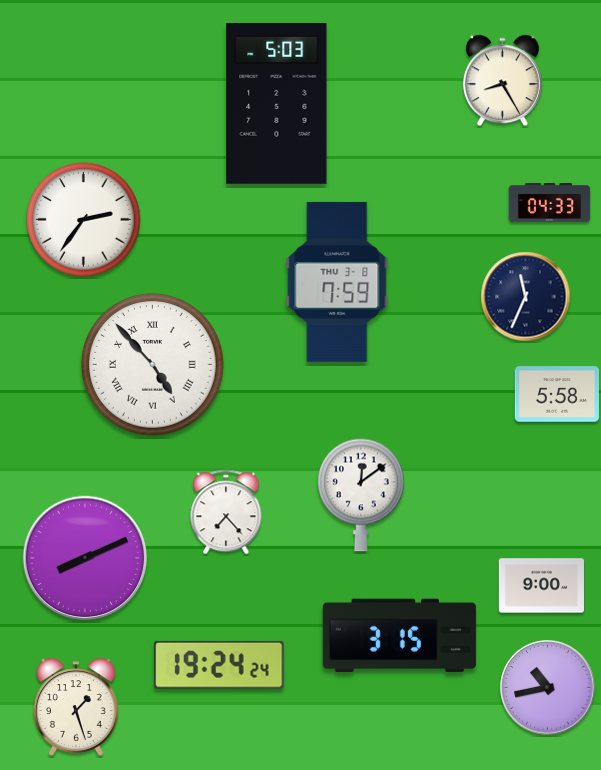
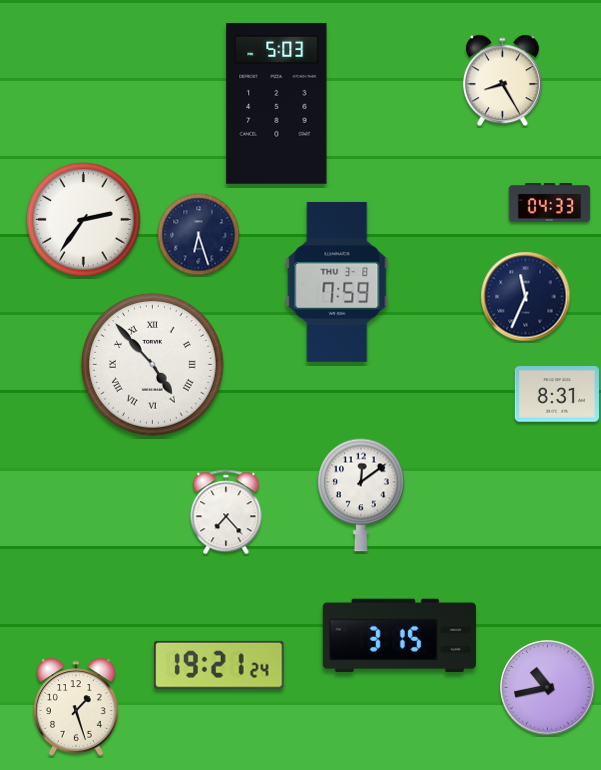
clock at (199, 235): none -> 6:27
clock at (557, 394): 5:58 -> 8:31
clock at (85, 558): 8:11 -> none
clock at (541, 586): 9:00 -> none
clock at (220, 665): 19:24 -> 19:21
